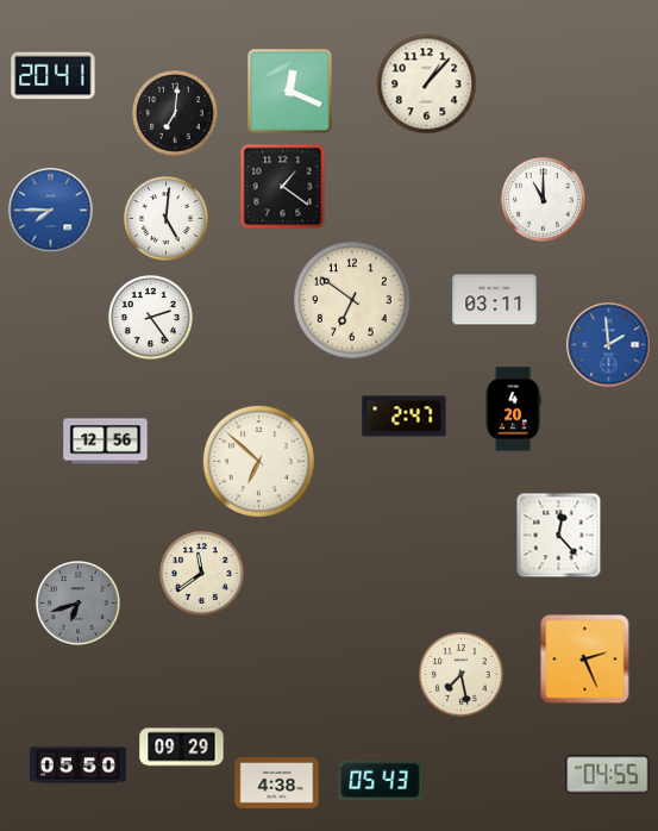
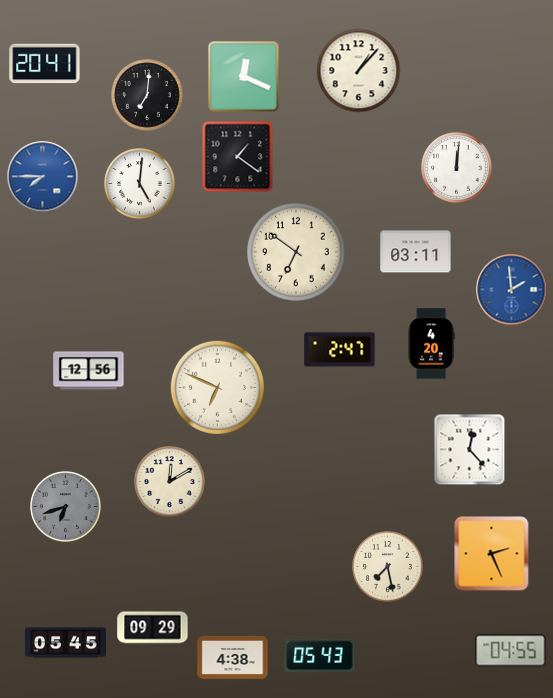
clock at (544, 200): 11:00 -> 12:01
clock at (151, 318): 2:24 -> none
clock at (258, 461): 6:52 -> 6:49
clock at (202, 574): 11:39 -> 12:10
clock at (77, 766): 05:50 -> 05:45
